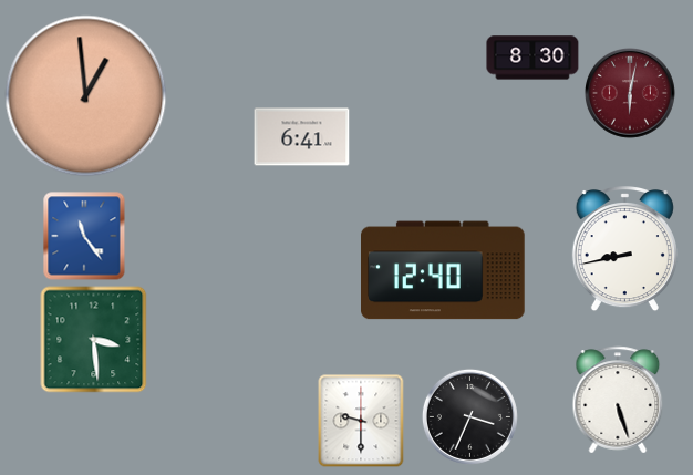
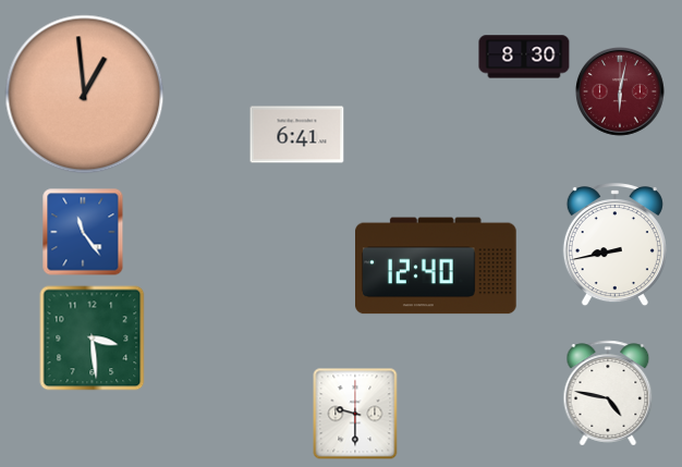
clock at (94, 340) position: (94, 340) -> (93, 339)
clock at (618, 400): 5:27 -> 4:47
clock at (469, 416): 3:34 -> none
